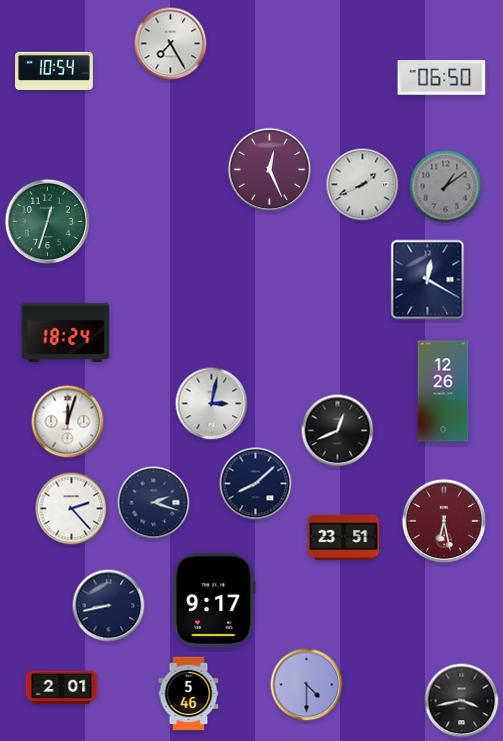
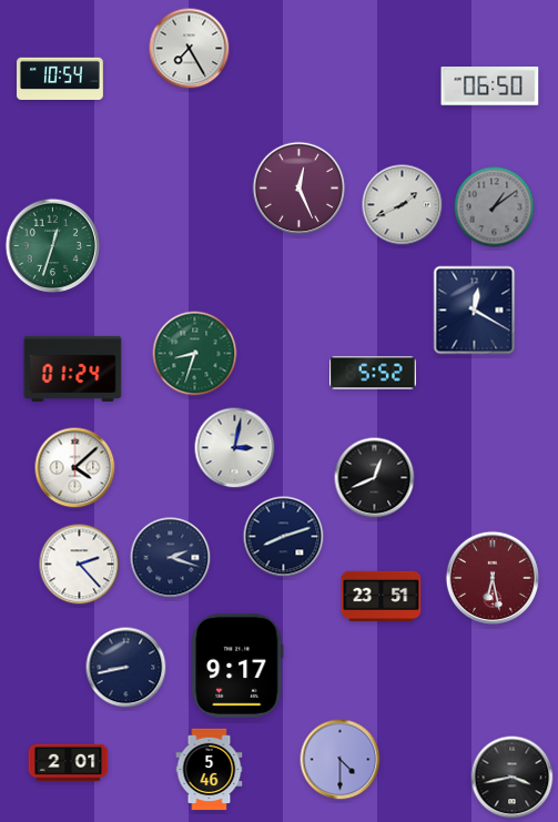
clock at (195, 354): none -> 8:33
clock at (66, 332): 18:24 -> 01:24
clock at (374, 373): none -> 5:52
clock at (443, 391): 12:26 -> none
clock at (68, 422): 12:03 -> 4:08
clock at (256, 484): 8:08 -> 8:12
clock at (109, 606) position: (109, 606) -> (126, 668)
